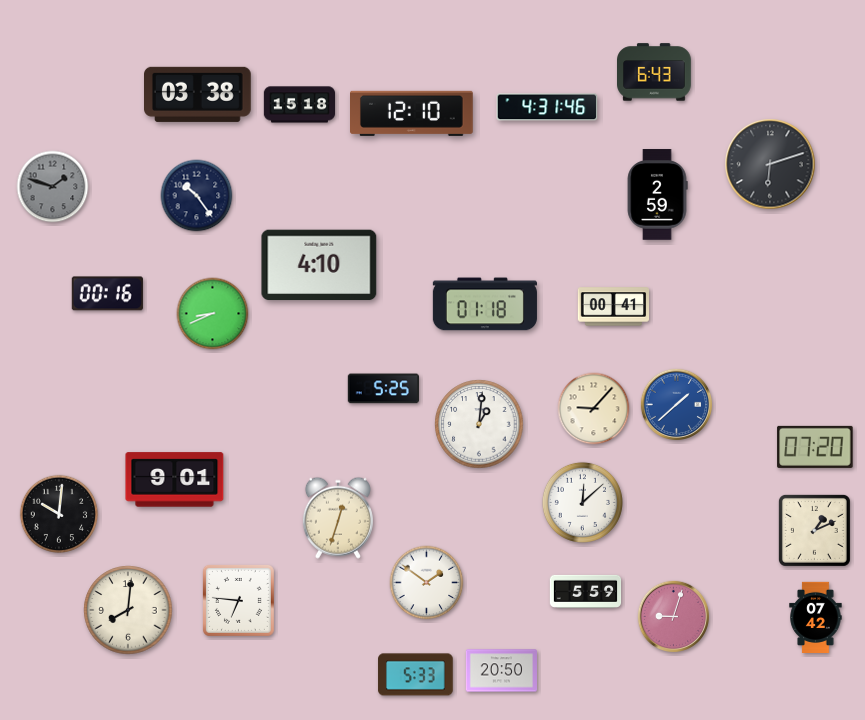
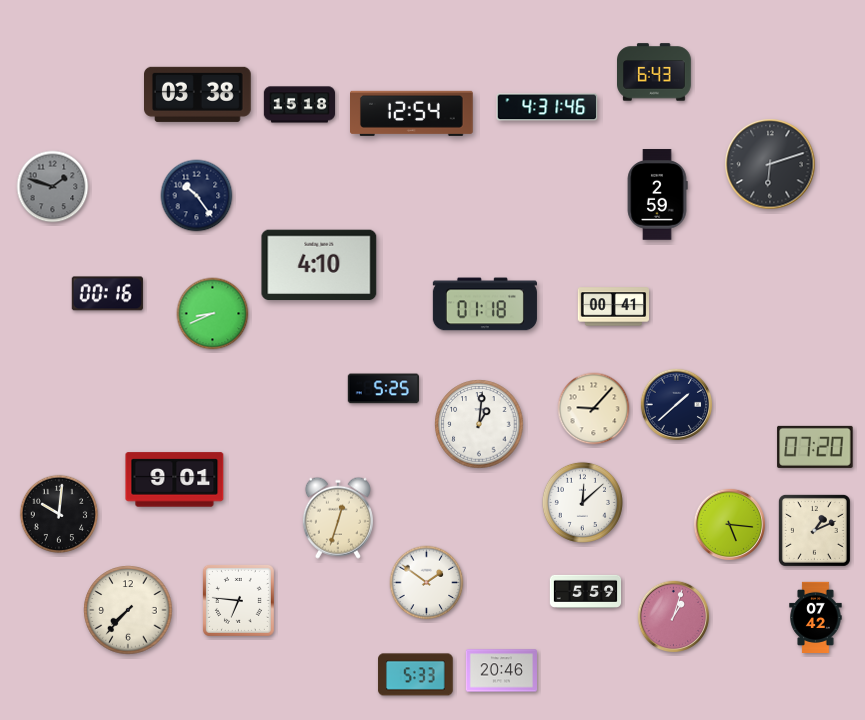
clock at (412, 113): 12:10 -> 12:54
clock at (677, 405) dial: blue -> navy
clock at (730, 525): none -> 5:16
clock at (128, 610): 8:01 -> 7:37
clock at (674, 617): 9:03 -> 1:03
clock at (501, 671): 20:50 -> 20:46
